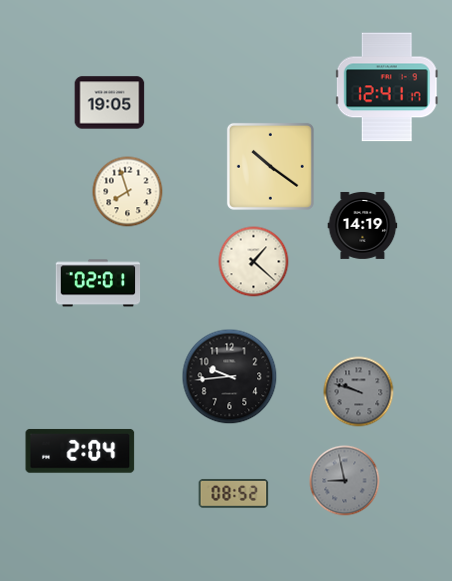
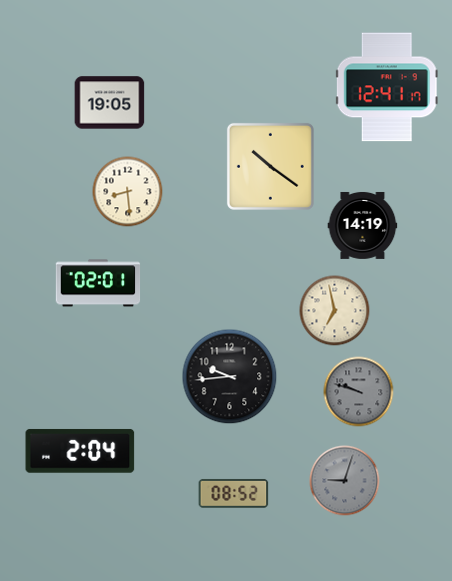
clock at (128, 192): 7:57 -> 8:29
clock at (254, 262): 1:22 -> none
clock at (335, 311): none -> 6:58
clock at (345, 481): 8:58 -> 9:03
